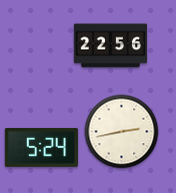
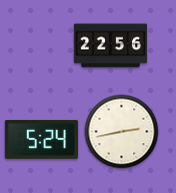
clock at (41, 147) position: (41, 147) -> (41, 139)
